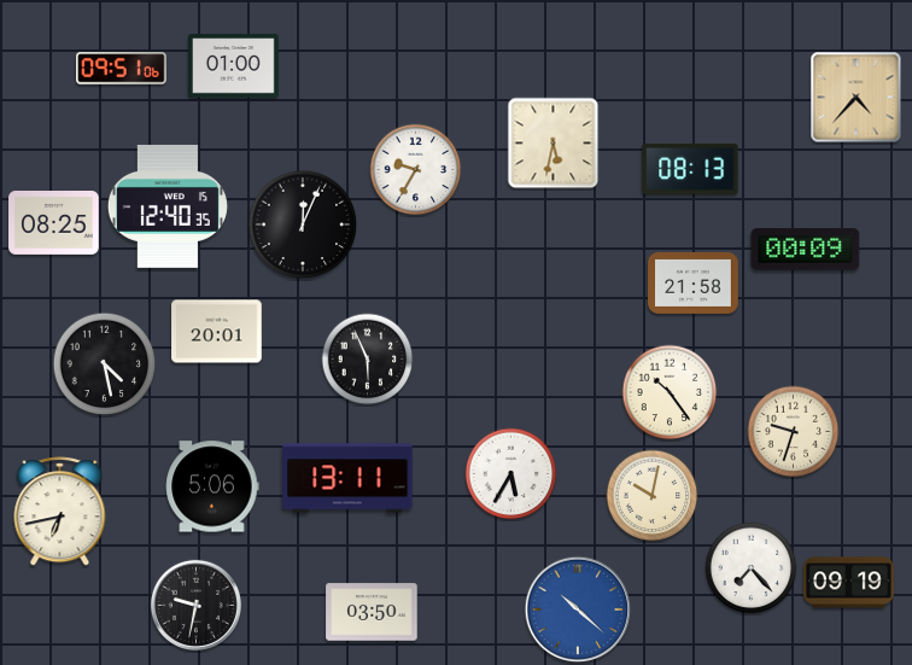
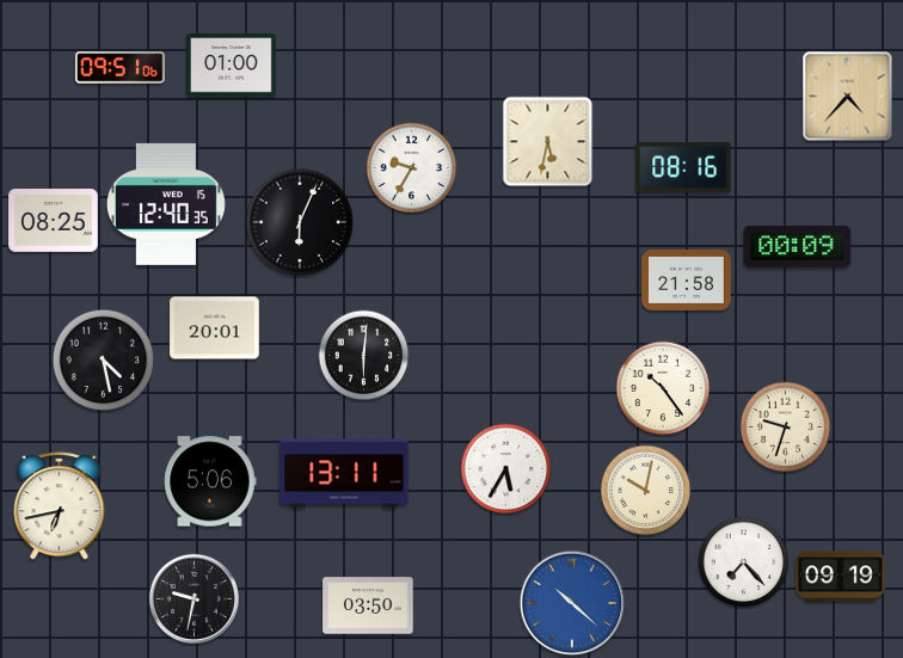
clock at (690, 169): 08:13 -> 08:16
clock at (303, 224): 12:04 -> 6:04
clock at (368, 360): 5:56 -> 6:01
